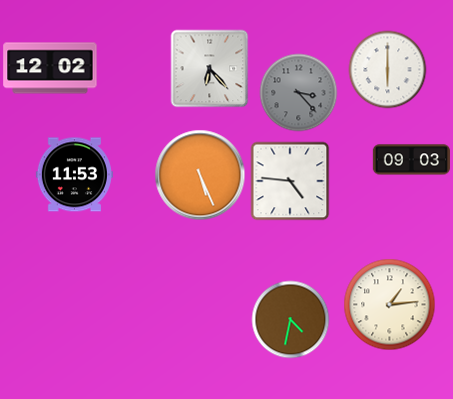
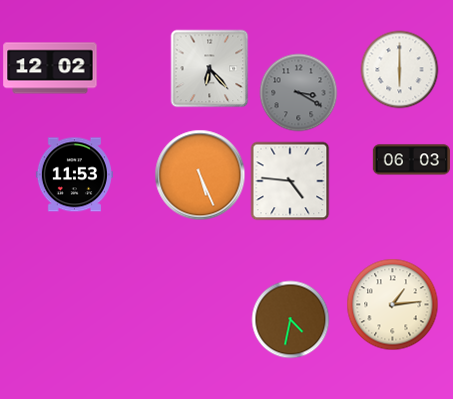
clock at (387, 69) position: (387, 69) -> (399, 69)
clock at (298, 92): 3:23 -> 3:20
clock at (411, 160): 09:03 -> 06:03
clock at (389, 304) position: (389, 304) -> (392, 304)
